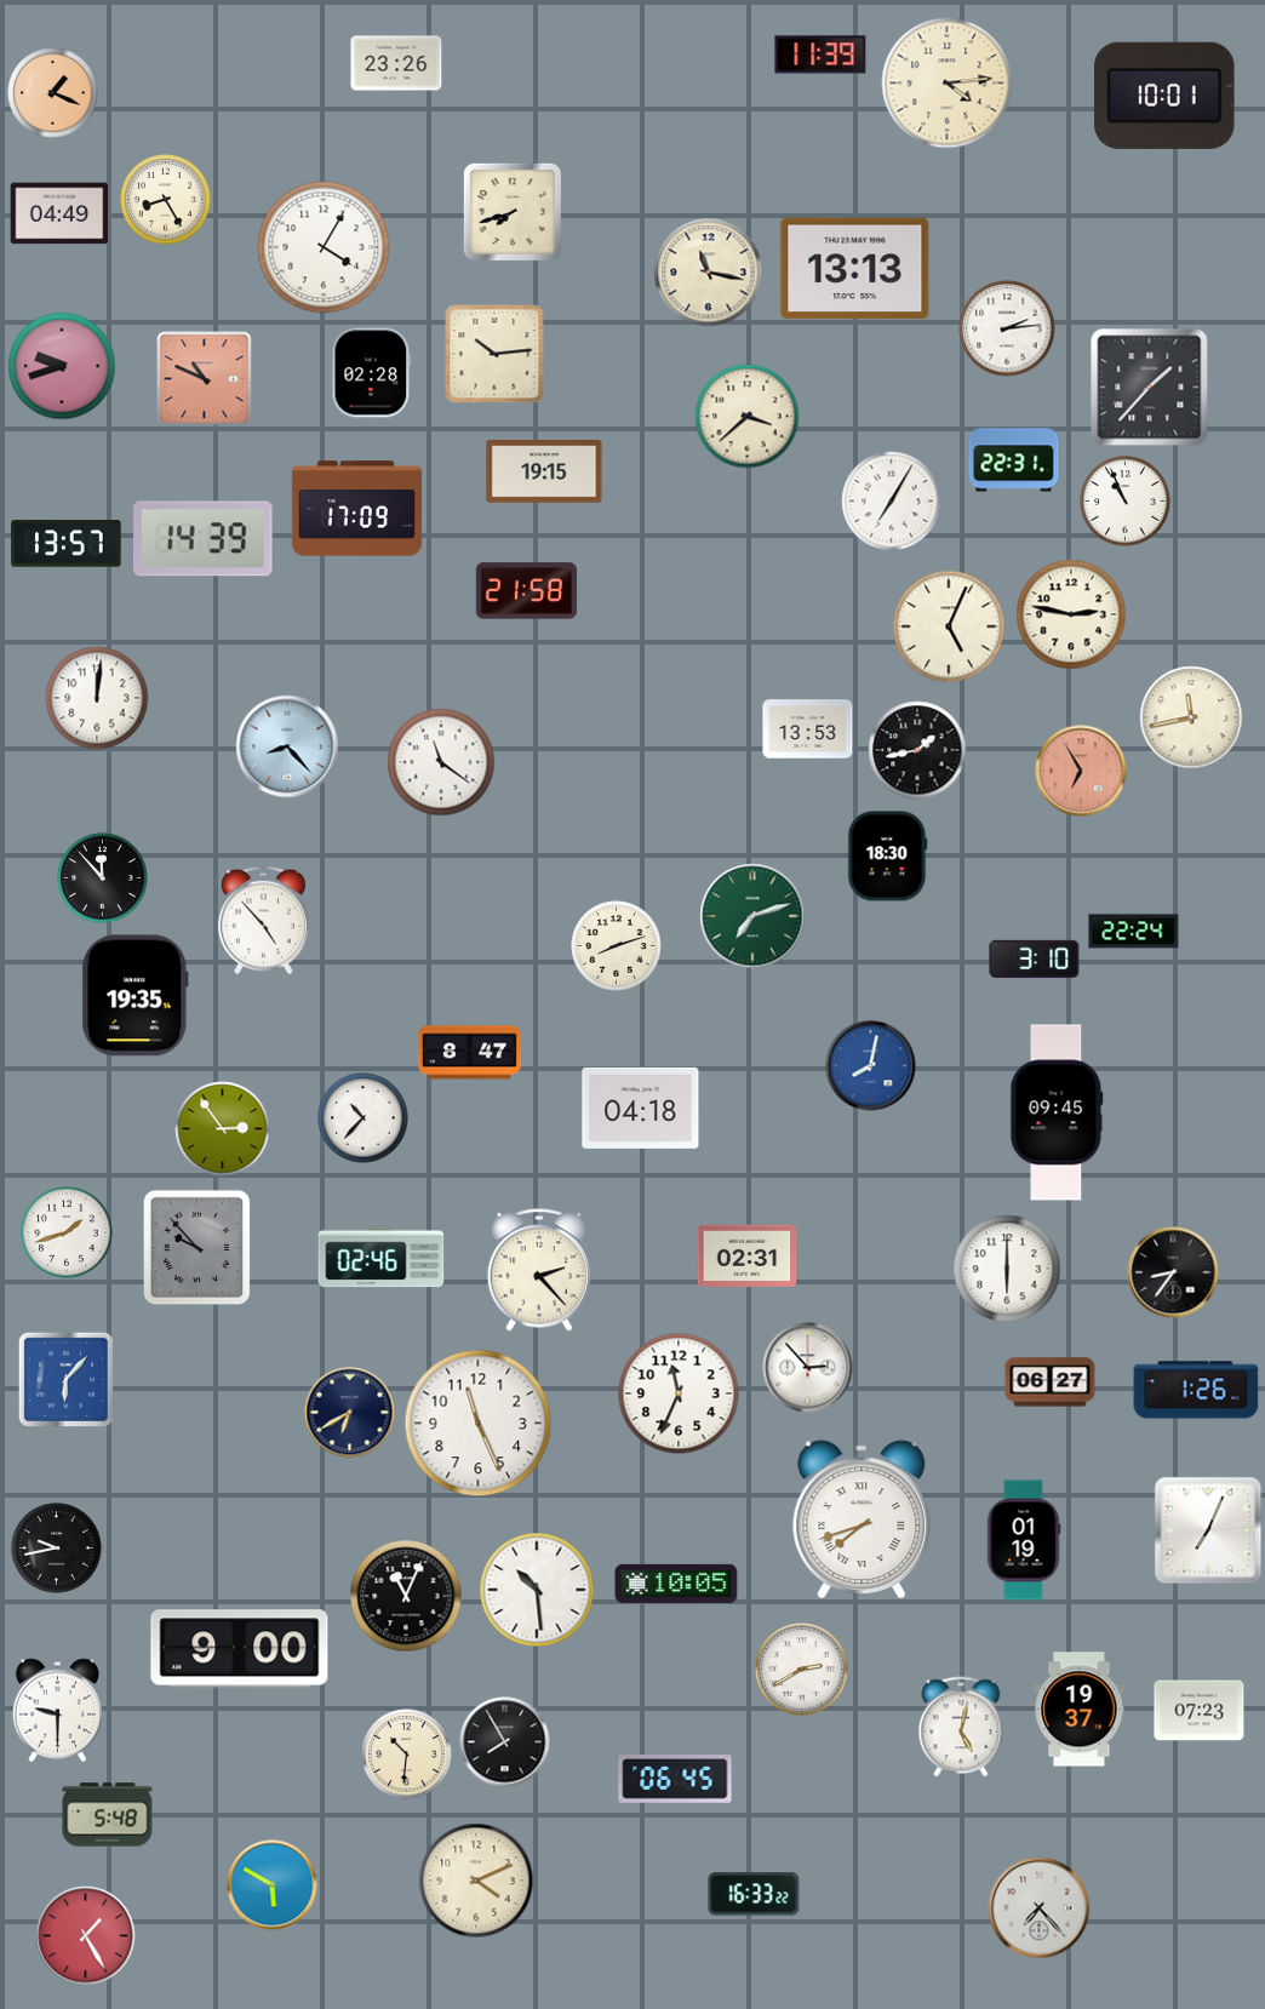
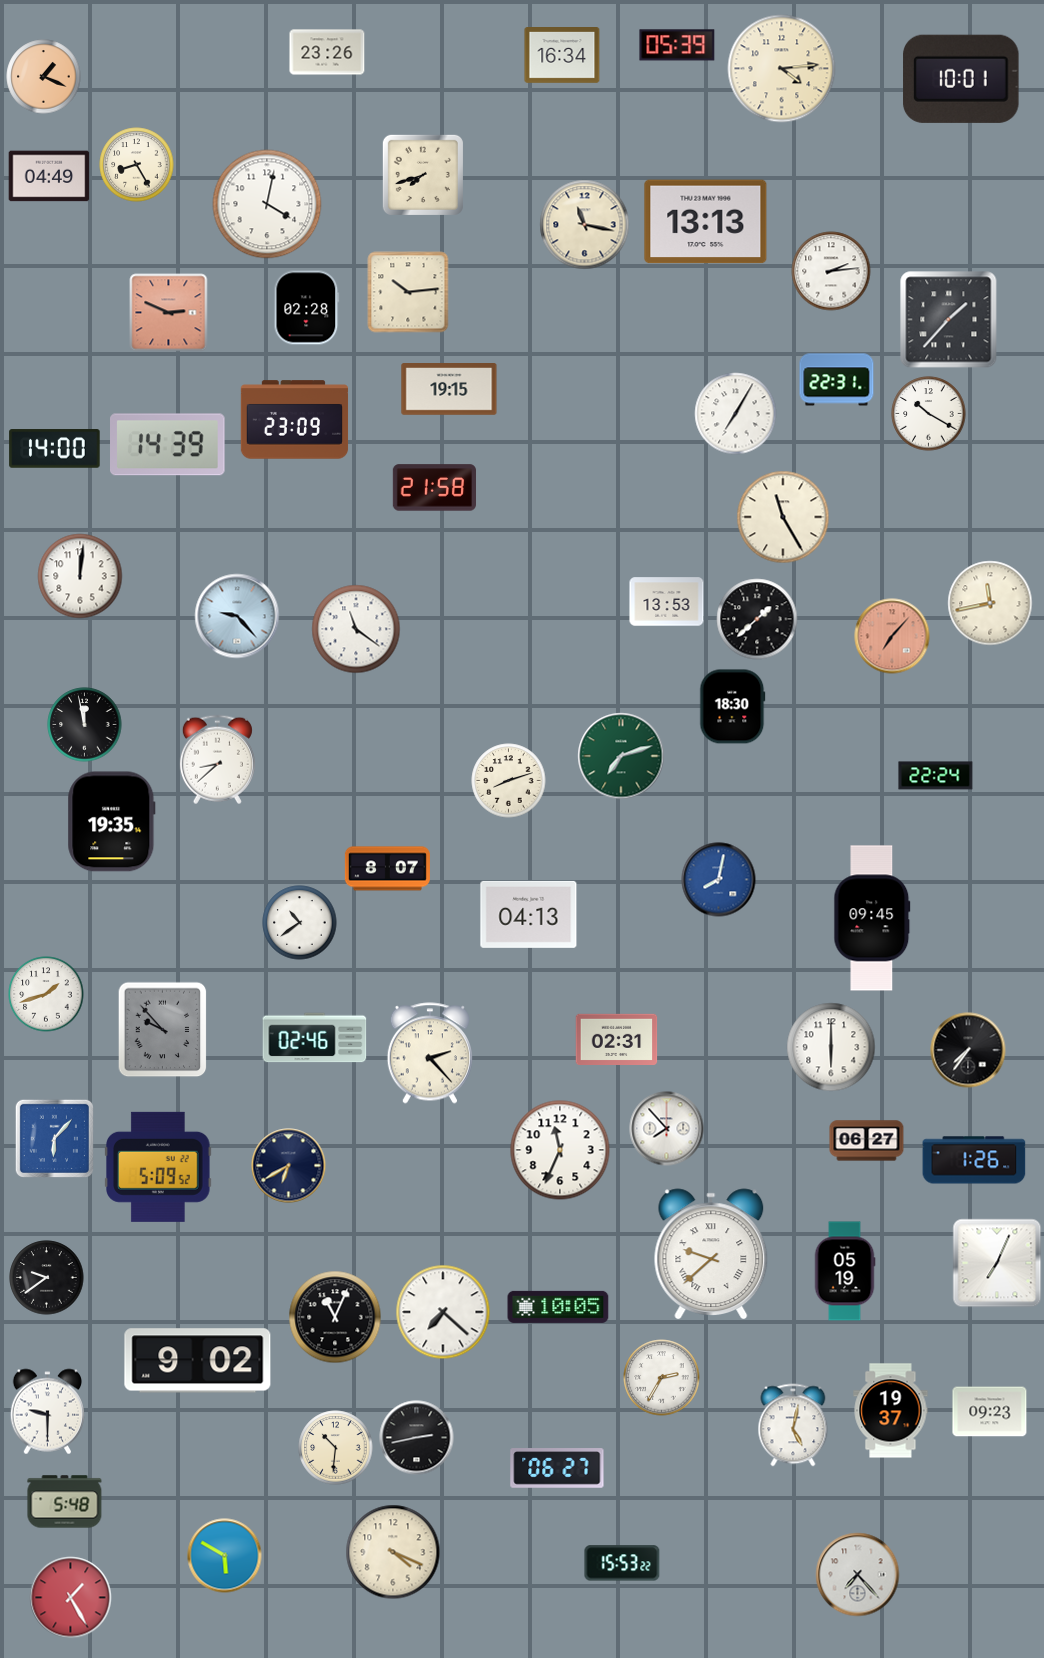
clock at (820, 55): 11:39 -> 05:39
clock at (562, 56): none -> 16:34
clock at (324, 247): 4:05 -> 4:02
clock at (62, 366): 9:42 -> none
clock at (205, 379): 10:49 -> 2:49
clock at (748, 417): 3:38 -> none
clock at (1126, 502): 10:56 -> 10:20
clock at (357, 509): 17:09 -> 23:09
clock at (67, 544): 13:57 -> 14:00
clock at (1071, 614): 2:47 -> none
clock at (949, 626): 5:04 -> 11:25
clock at (1191, 717) position: (1191, 717) -> (990, 603)
clock at (287, 746): 8:23 -> 9:23
clock at (917, 750): 1:43 -> 1:38
clock at (441, 762) position: (441, 762) -> (356, 629)
clock at (1081, 771): 6:55 -> 7:07
clock at (103, 878): 11:53 -> 11:58
clock at (263, 921): 4:53 -> 8:38
clock at (1134, 932) position: (1134, 932) -> (936, 776)
clock at (1035, 958): 3:10 -> none
clock at (469, 1053): 8:47 -> 8:07
clock at (641, 1107): 04:18 -> 04:13
clock at (364, 1118): 10:37 -> 10:39
clock at (223, 1129): 2:54 -> none
clock at (67, 1232) position: (67, 1232) -> (46, 994)
clock at (748, 1257) position: (748, 1257) -> (617, 1040)
clock at (539, 1270) position: (539, 1270) -> (430, 1053)
clock at (1173, 1272): 8:36 -> 7:36
clock at (808, 1368): 2:53 -> 7:53
clock at (1196, 1390) position: (1196, 1390) -> (974, 1160)
clock at (158, 1167): none -> 5:09
clock at (479, 1424): 11:26 -> none
clock at (862, 1519): 7:42 -> 9:38
clock at (1024, 1540): 01:19 -> 05:19
clock at (57, 1549): 9:43 -> 9:39
clock at (537, 1590): 10:29 -> 7:22
clock at (240, 1649): 9:00 -> 9:02
clock at (802, 1670): 2:40 -> 2:35
clock at (1200, 1711): 07:23 -> 09:23
clock at (505, 1742): 7:55 -> 2:43
clock at (675, 1779): 06:45 -> 06:27
clock at (108, 1815) position: (108, 1815) -> (65, 1502)
clock at (476, 1881): 4:11 -> 4:19
clock at (754, 1894): 16:33 -> 15:53
